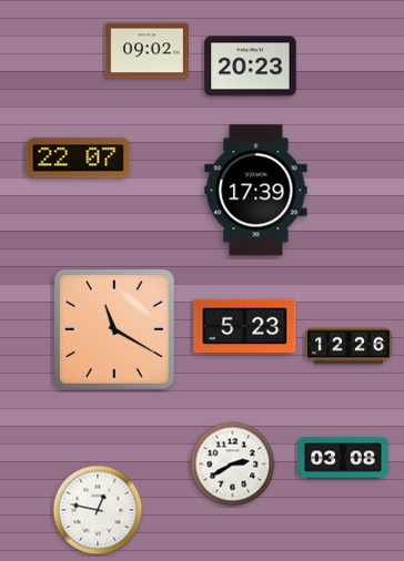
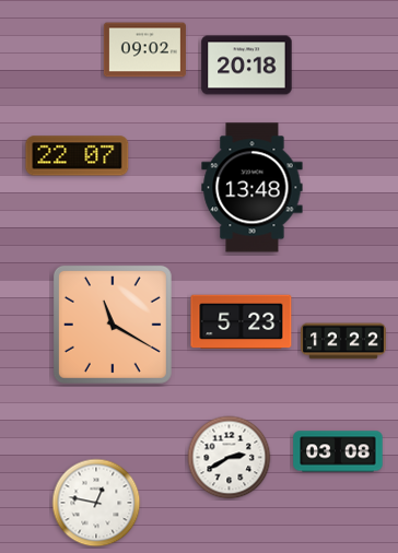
clock at (251, 67): 20:23 -> 20:18
clock at (256, 191): 17:39 -> 13:48
clock at (350, 346): 12:26 -> 12:22
